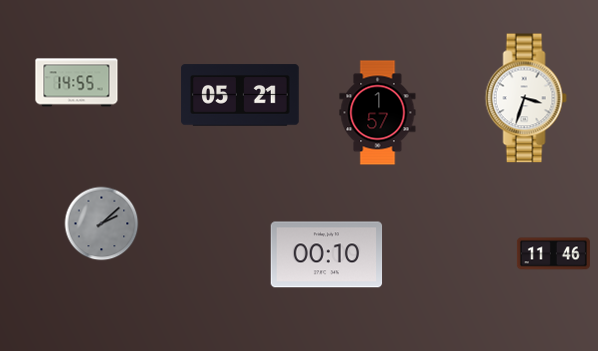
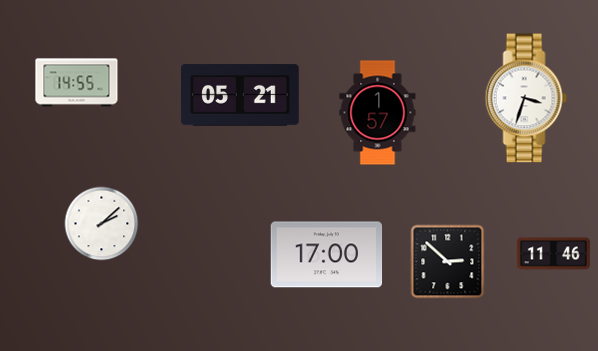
clock at (102, 224) dial: grey -> white
clock at (327, 255): 00:10 -> 17:00
clock at (448, 262): none -> 2:52
